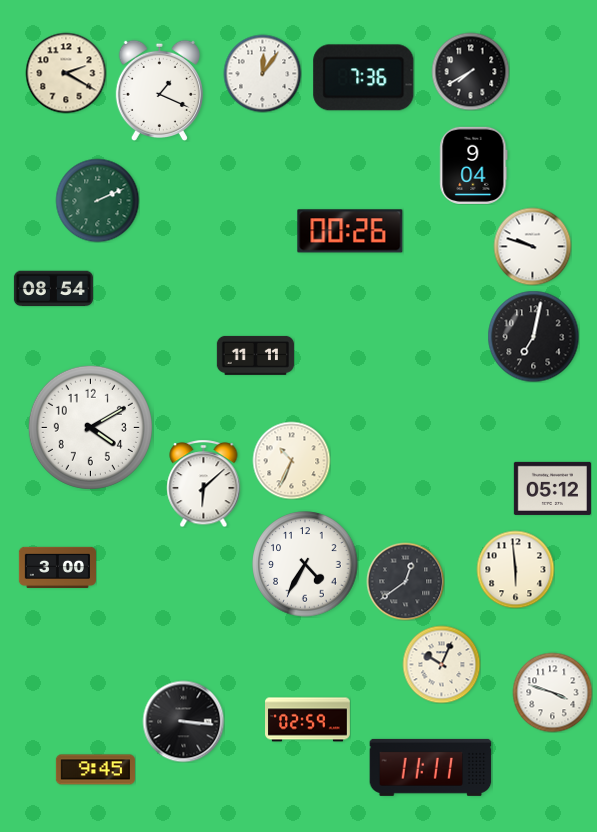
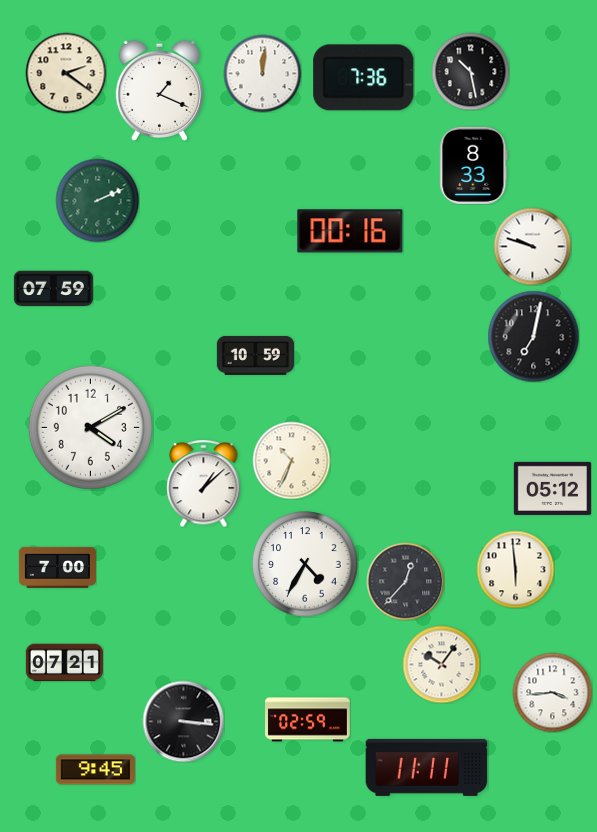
clock at (470, 71): 7:40 -> 10:28
clock at (66, 73): 2:20 -> 2:21
clock at (262, 73): 12:06 -> 12:01
clock at (474, 165): 9:04 -> 8:33
clock at (350, 231): 00:26 -> 00:16
clock at (53, 289): 08:54 -> 07:59
clock at (255, 355): 11:11 -> 10:59
clock at (204, 483): 6:08 -> 1:08
clock at (57, 567): 3:00 -> 7:00
clock at (405, 581): 12:39 -> 12:37
clock at (64, 663): none -> 07:21
clock at (441, 664): 10:04 -> 10:06
clock at (552, 692): 3:48 -> 3:44
clock at (431, 767) position: (431, 767) -> (427, 767)
